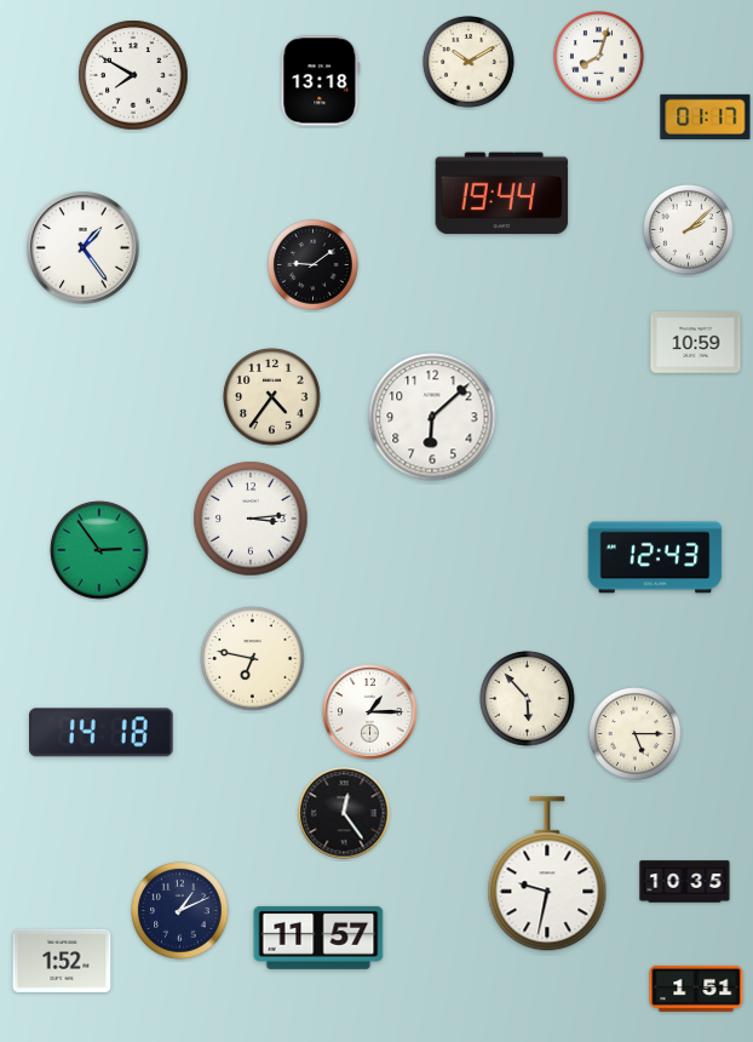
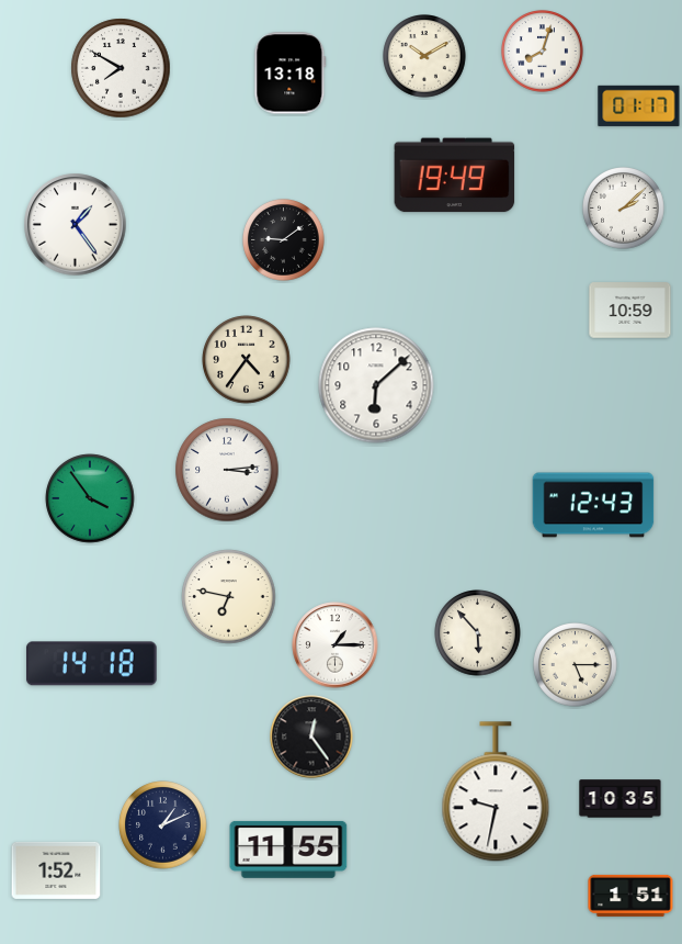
clock at (502, 194): 19:44 -> 19:49
clock at (432, 417) position: (432, 417) -> (376, 385)
clock at (99, 550): 2:54 -> 3:54
clock at (318, 938): 11:57 -> 11:55
